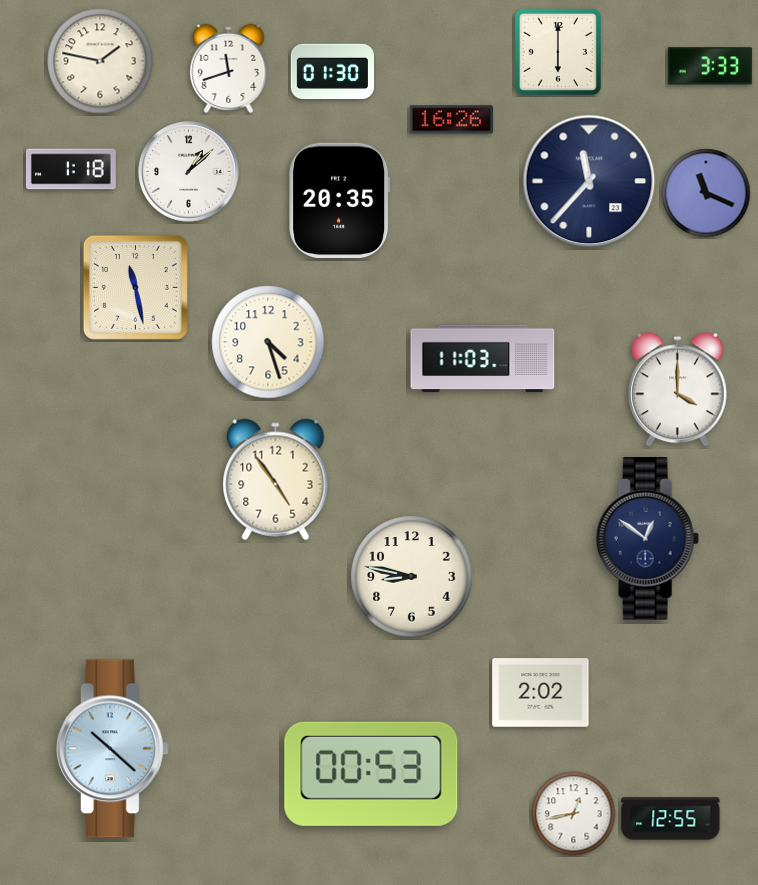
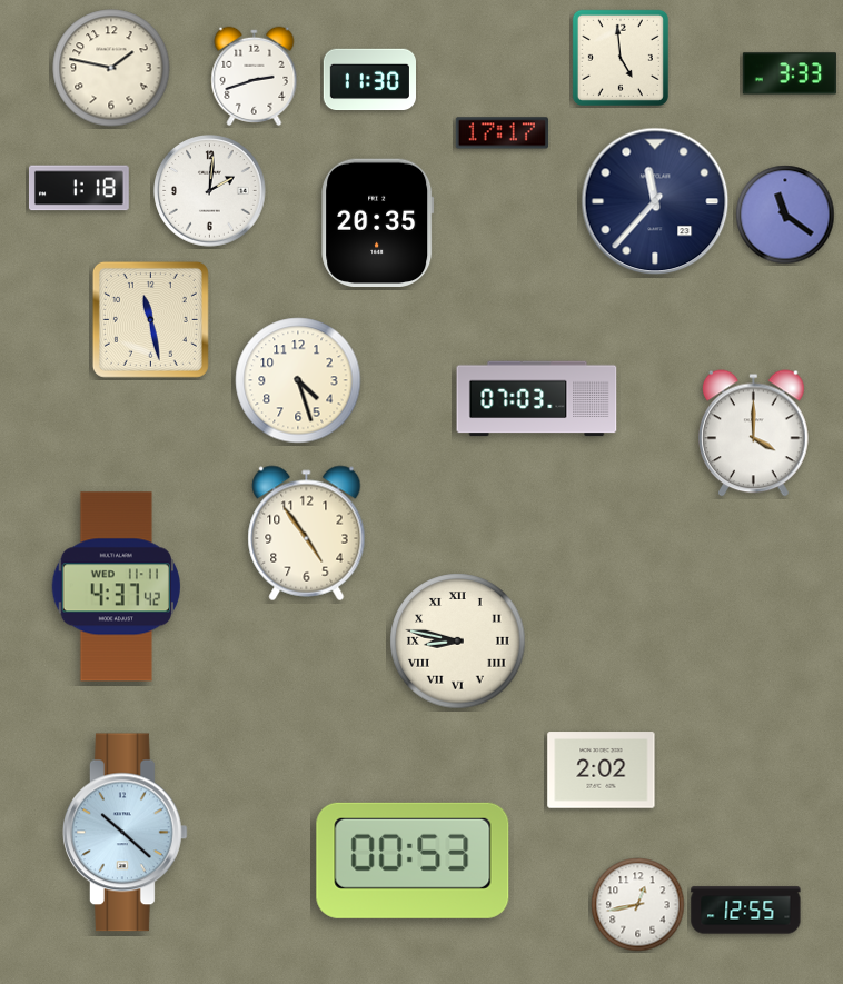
clock at (558, 52): 6:00 -> 4:59
clock at (229, 68): 11:42 -> 2:42
clock at (332, 72): 01:30 -> 11:30
clock at (451, 120): 16:26 -> 17:17
clock at (189, 172): 1:08 -> 2:01
clock at (706, 193): 11:19 -> 11:21
clock at (483, 359): 11:03 -> 07:03
clock at (116, 587): none -> 4:37
clock at (647, 539): 12:51 -> none
clock at (412, 577) numerals: Arabic -> Roman
